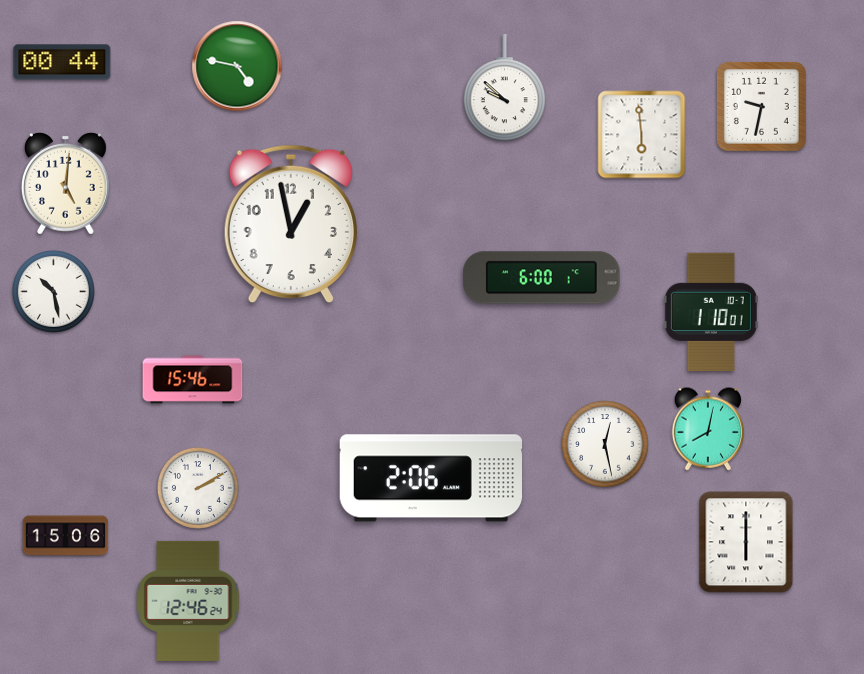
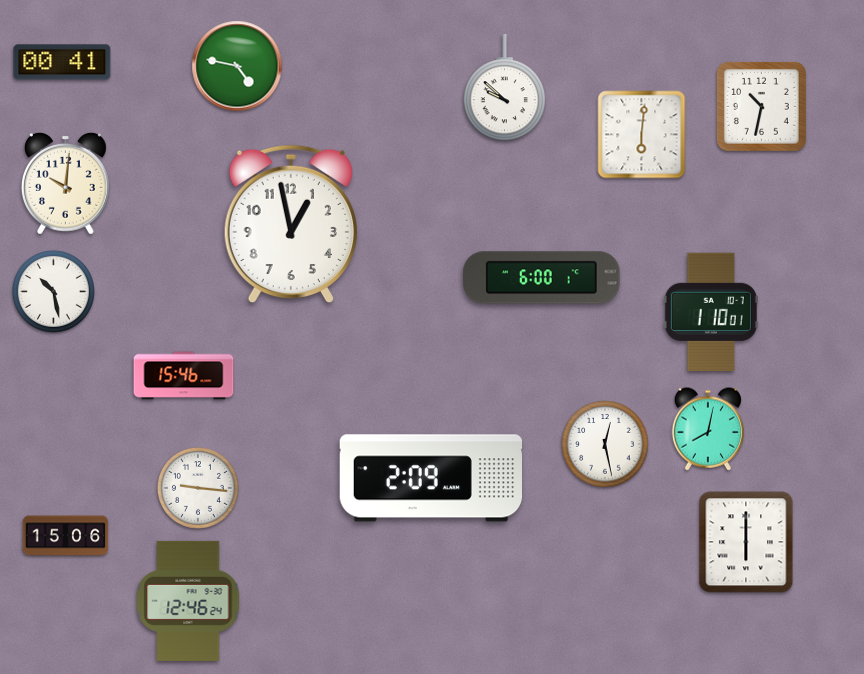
clock at (62, 62): 00:44 -> 00:41
clock at (762, 107): 9:32 -> 10:32
clock at (642, 135): 5:59 -> 6:01
clock at (65, 183): 5:01 -> 10:01
clock at (193, 380) position: (193, 380) -> (184, 376)
clock at (430, 478): 2:06 -> 2:09
clock at (198, 488): 2:10 -> 9:16
